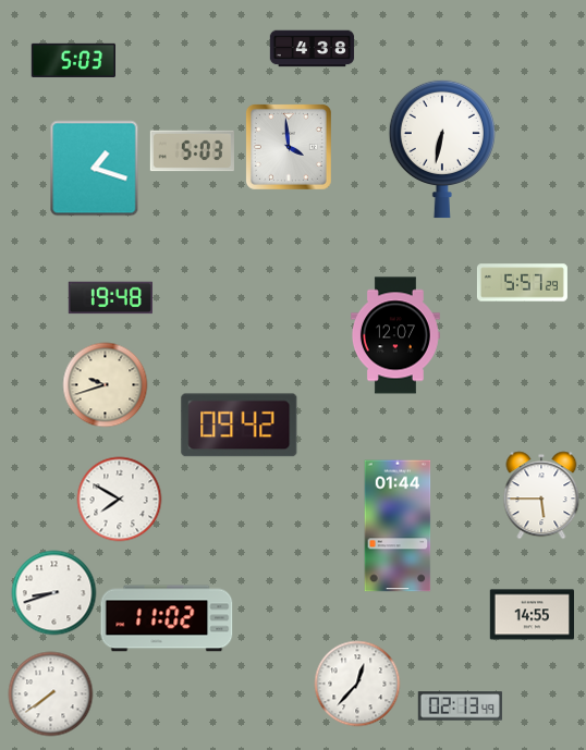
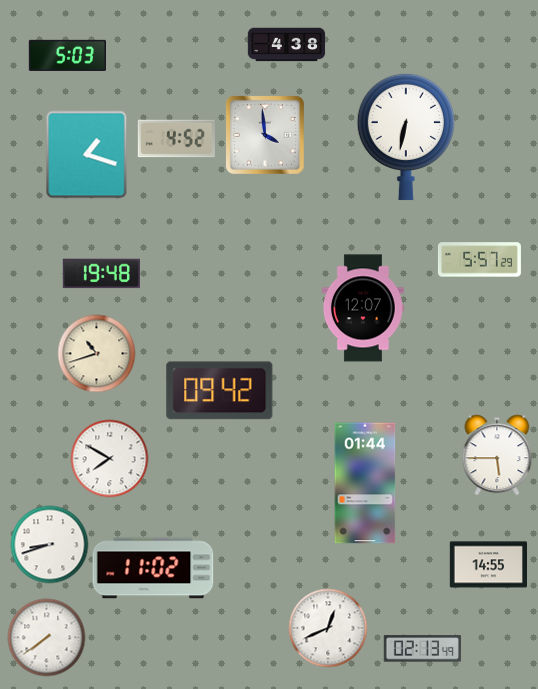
clock at (192, 151): 5:03 -> 4:52
clock at (105, 384): 9:42 -> 10:42
clock at (357, 684): 12:37 -> 12:41
